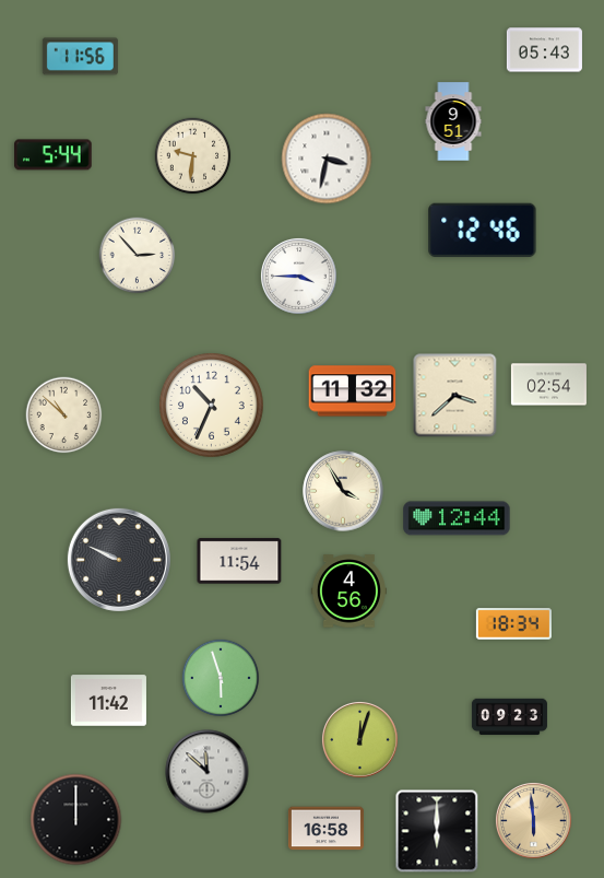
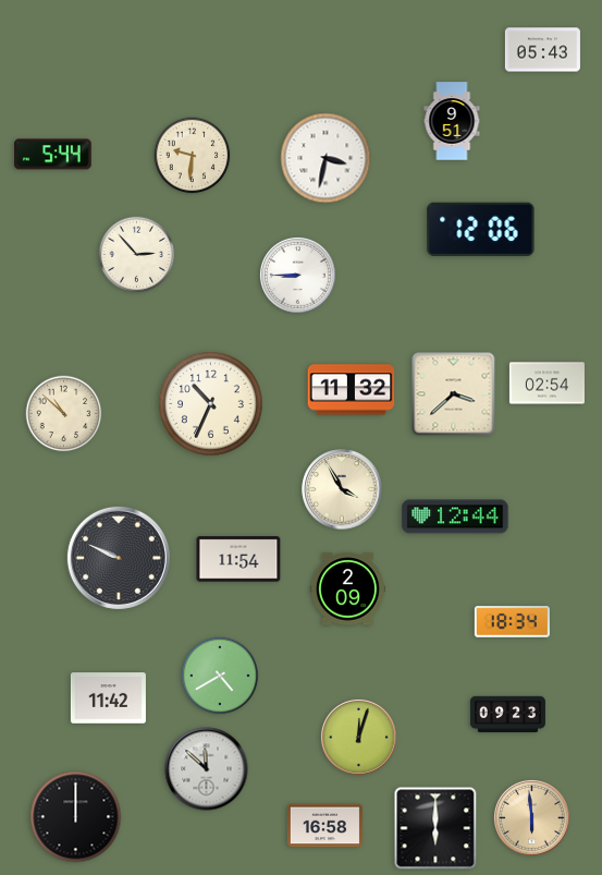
clock at (80, 57): 11:56 -> none
clock at (483, 231): 12:46 -> 12:06
clock at (299, 277): 3:45 -> 8:45
clock at (348, 592): 4:56 -> 2:09
clock at (221, 678): 5:57 -> 4:40
